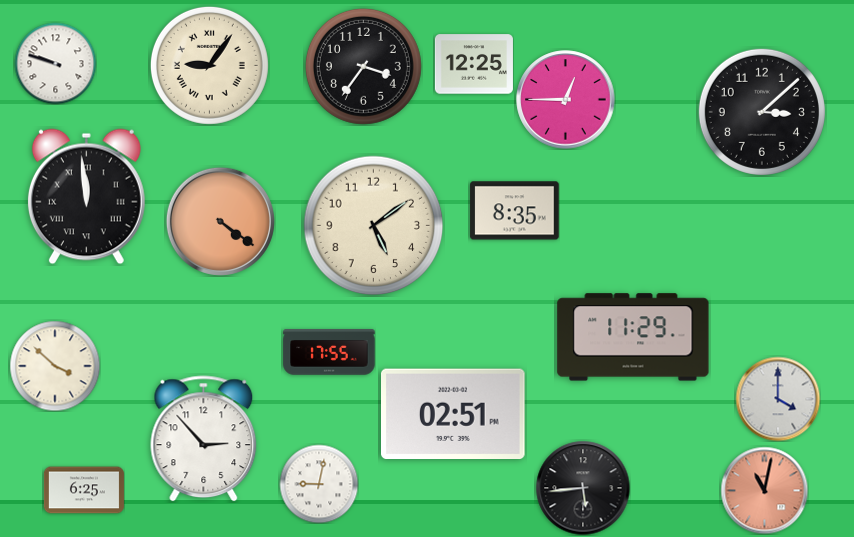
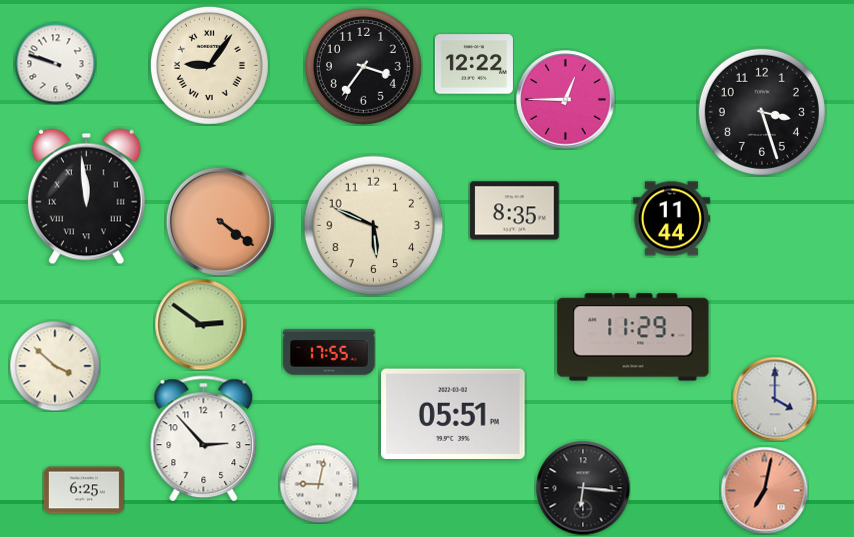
clock at (474, 64): 12:25 -> 12:22
clock at (762, 112): 3:08 -> 3:27
clock at (671, 219): none -> 11:44
clock at (374, 226): 5:09 -> 5:49
clock at (200, 324): none -> 2:51
clock at (778, 399) position: (778, 399) -> (775, 399)
clock at (454, 413): 02:51 -> 05:51
clock at (583, 488): 5:44 -> 6:16
clock at (764, 490): 11:02 -> 7:02
